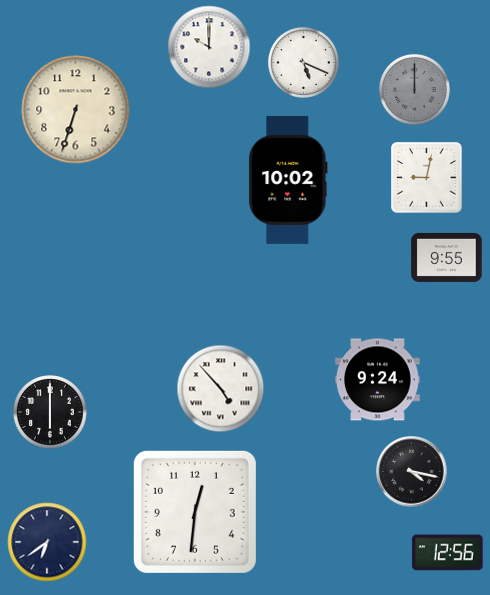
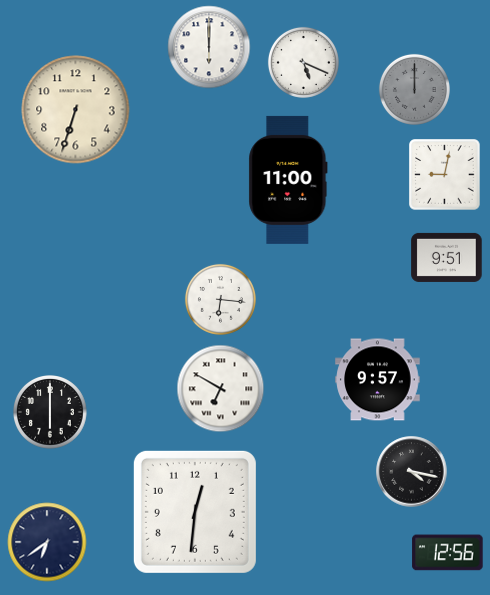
clock at (209, 47): 10:00 -> 6:00
clock at (427, 178) position: (427, 178) -> (445, 175)
clock at (288, 180): 10:02 -> 11:00
clock at (447, 257): 9:55 -> 9:51
clock at (220, 299): none -> 6:16
clock at (378, 380): 9:24 -> 9:57
clock at (221, 389): 4:53 -> 6:50
